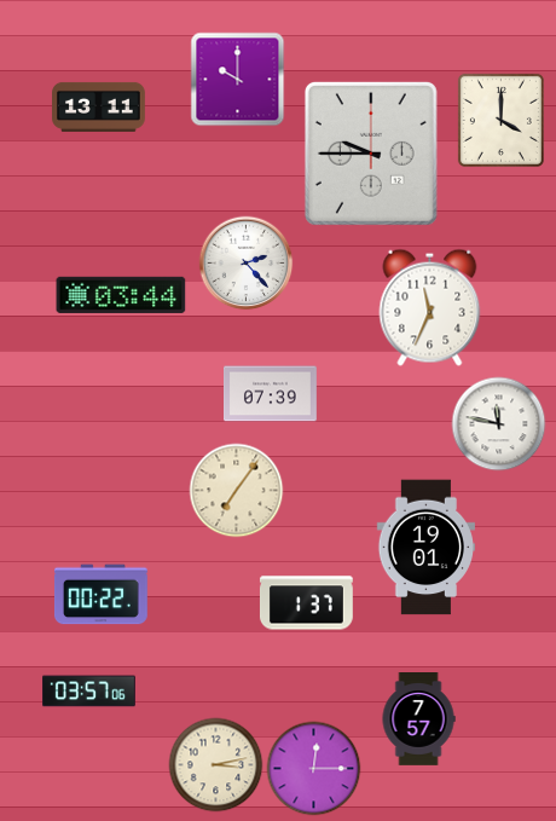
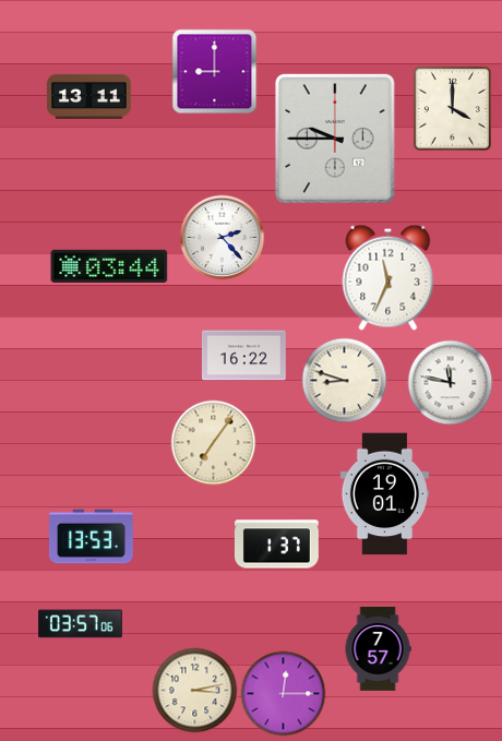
clock at (237, 79): 10:00 -> 9:00
clock at (271, 394): 07:39 -> 16:22
clock at (344, 380): none -> 8:48
clock at (100, 595): 00:22 -> 13:53
